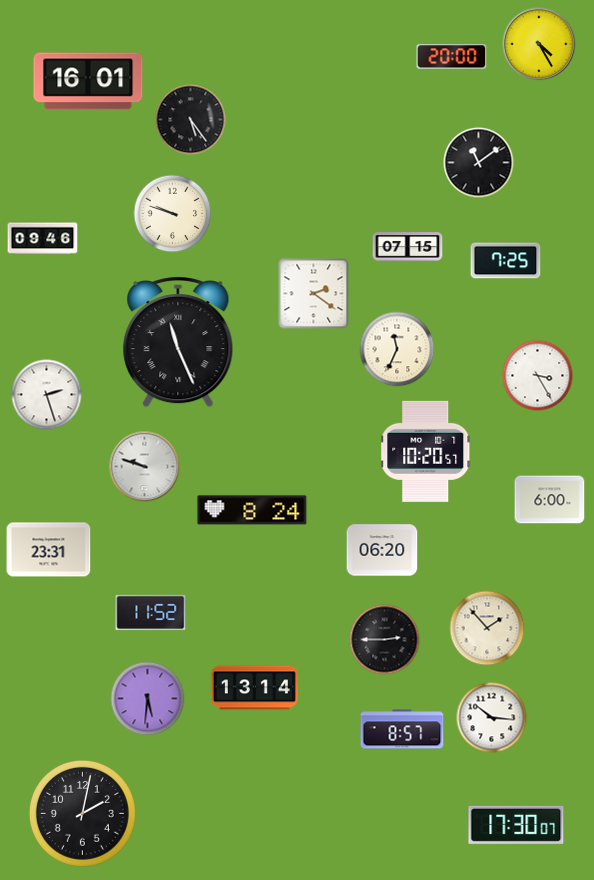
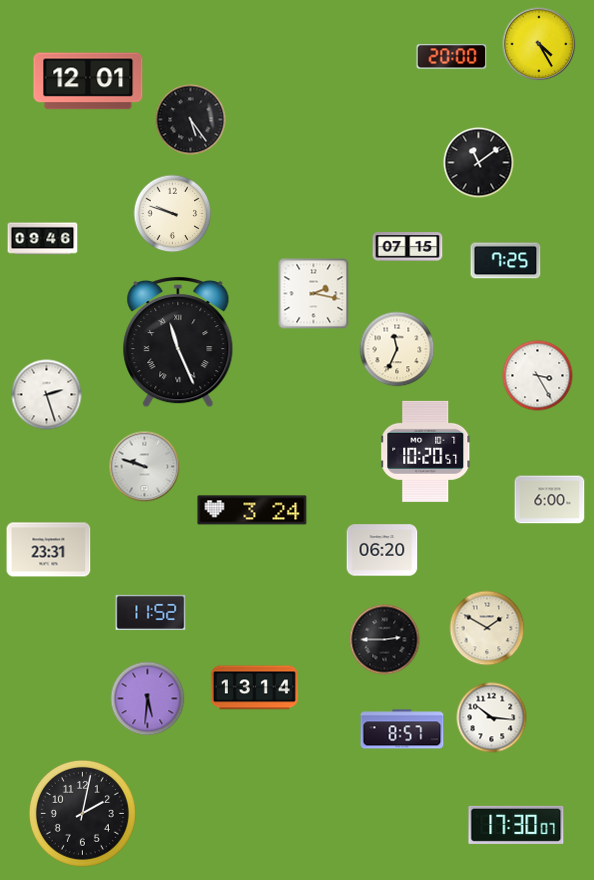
clock at (88, 81): 16:01 -> 12:01
clock at (314, 294): 2:21 -> 2:17
clock at (252, 510): 8:24 -> 3:24
clock at (487, 628): 1:53 -> 1:50
